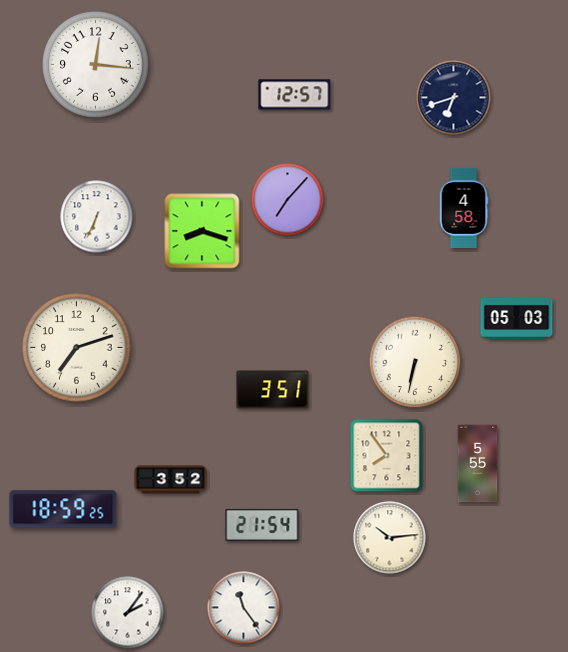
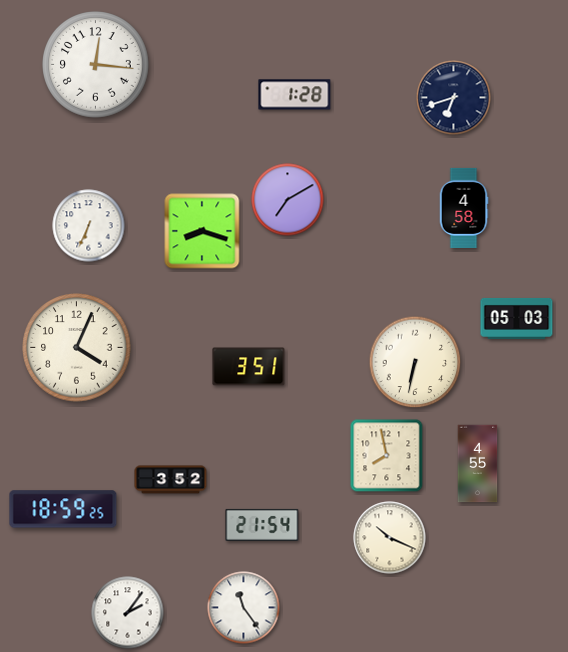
clock at (295, 95): 12:57 -> 1:28
clock at (288, 200): 7:07 -> 7:10
clock at (97, 217) position: (97, 217) -> (89, 226)
clock at (77, 348): 7:12 -> 4:04
clock at (273, 390) position: (273, 390) -> (249, 367)
clock at (387, 456): 7:54 -> 7:58
clock at (478, 464): 5:55 -> 4:55
clock at (390, 538): 10:14 -> 10:19
